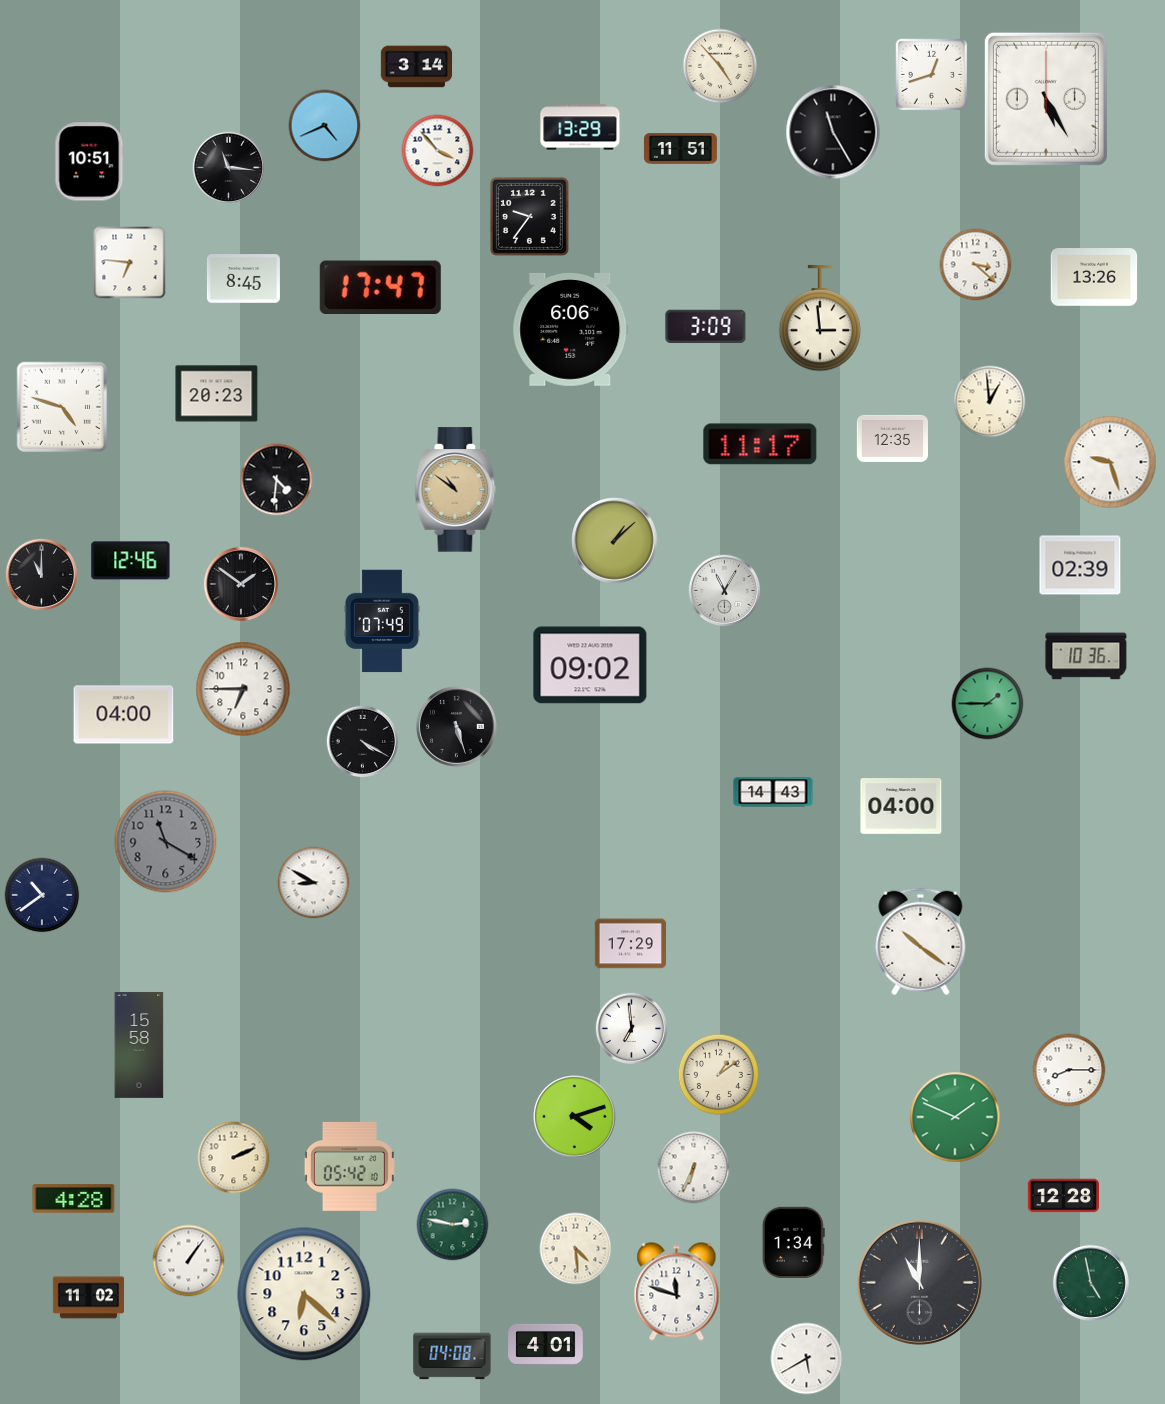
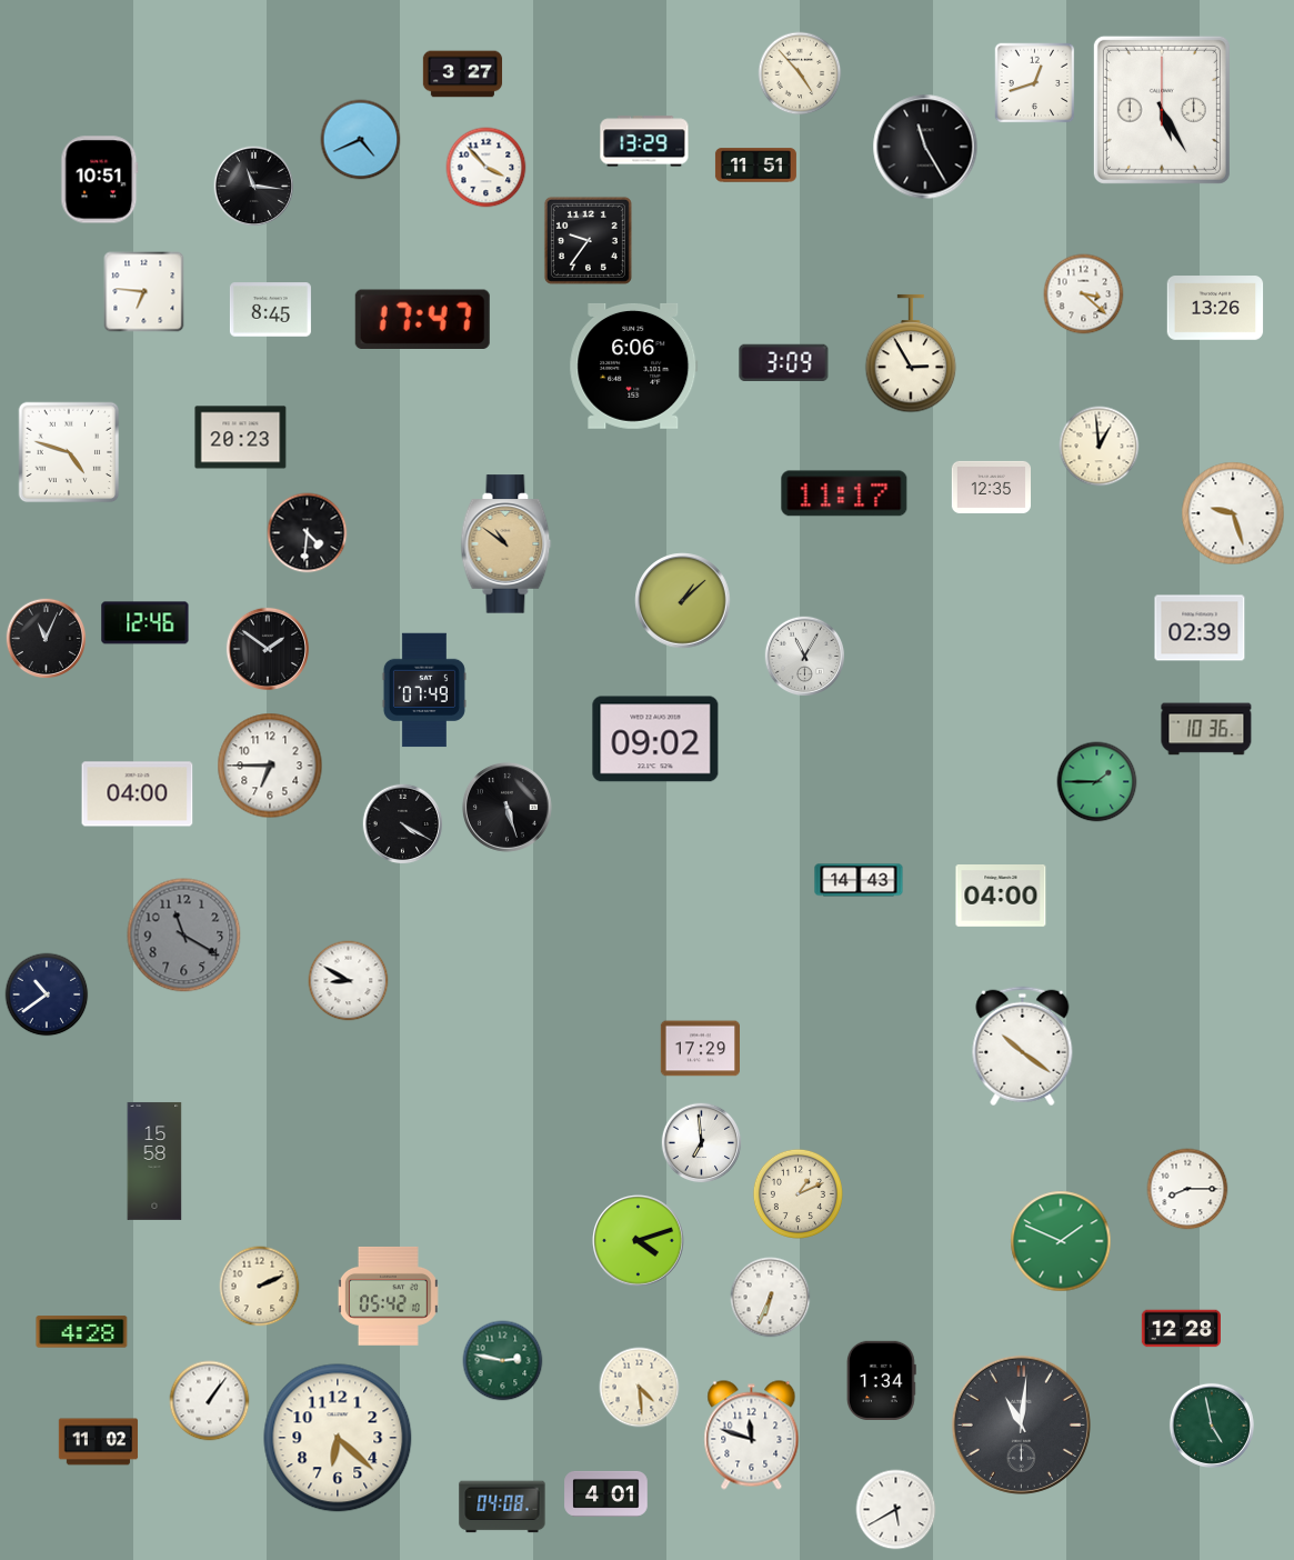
clock at (417, 67): 3:14 -> 3:27
clock at (820, 318): 2:59 -> 2:55
clock at (42, 575): 11:00 -> 11:04
clock at (718, 1074): 1:09 -> 1:11
clock at (919, 1282): 11:00 -> 11:01
